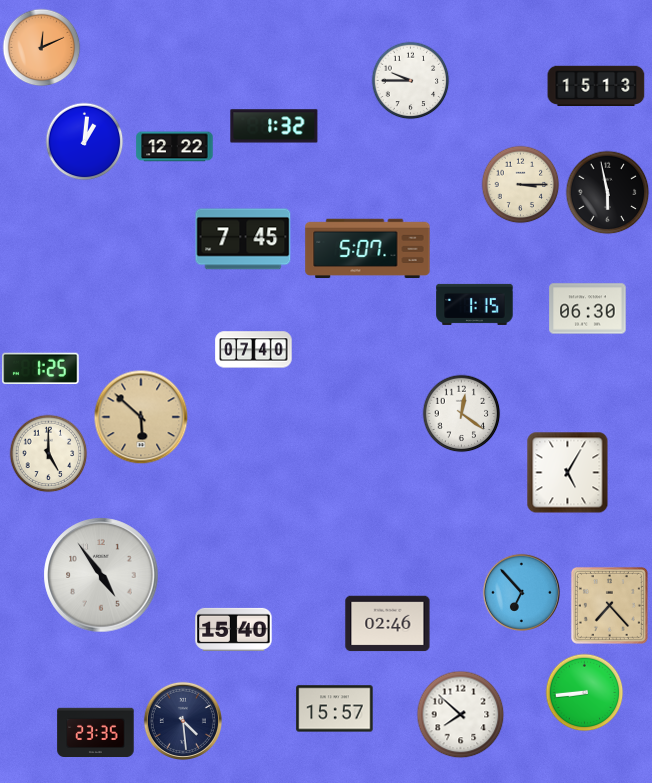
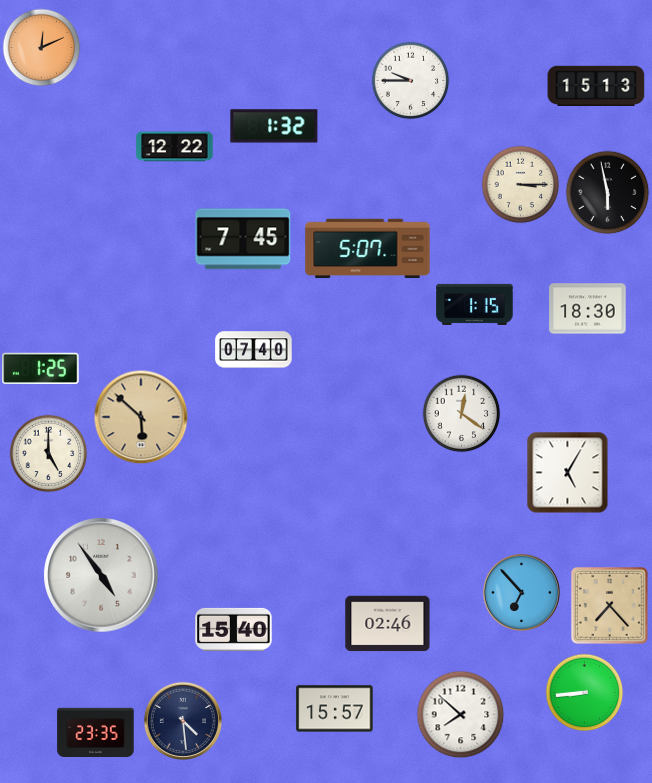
clock at (84, 141): 1:01 -> none
clock at (588, 309): 06:30 -> 18:30
